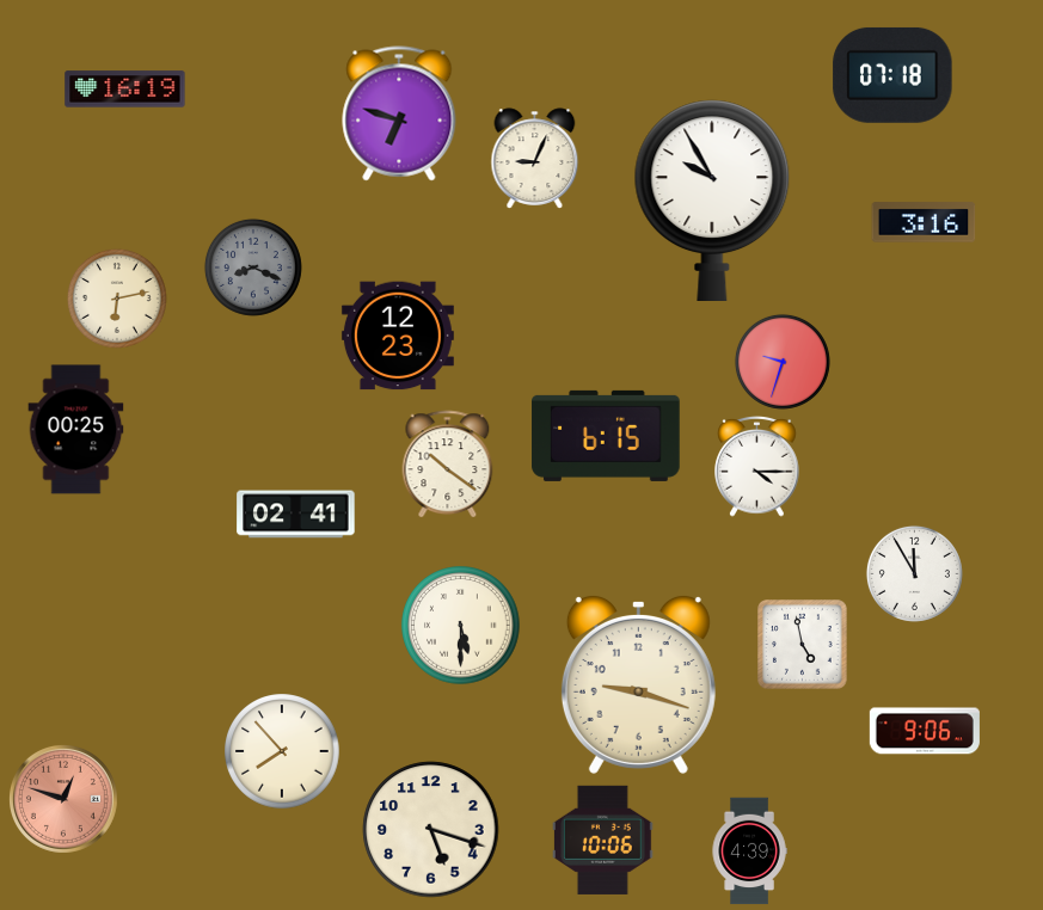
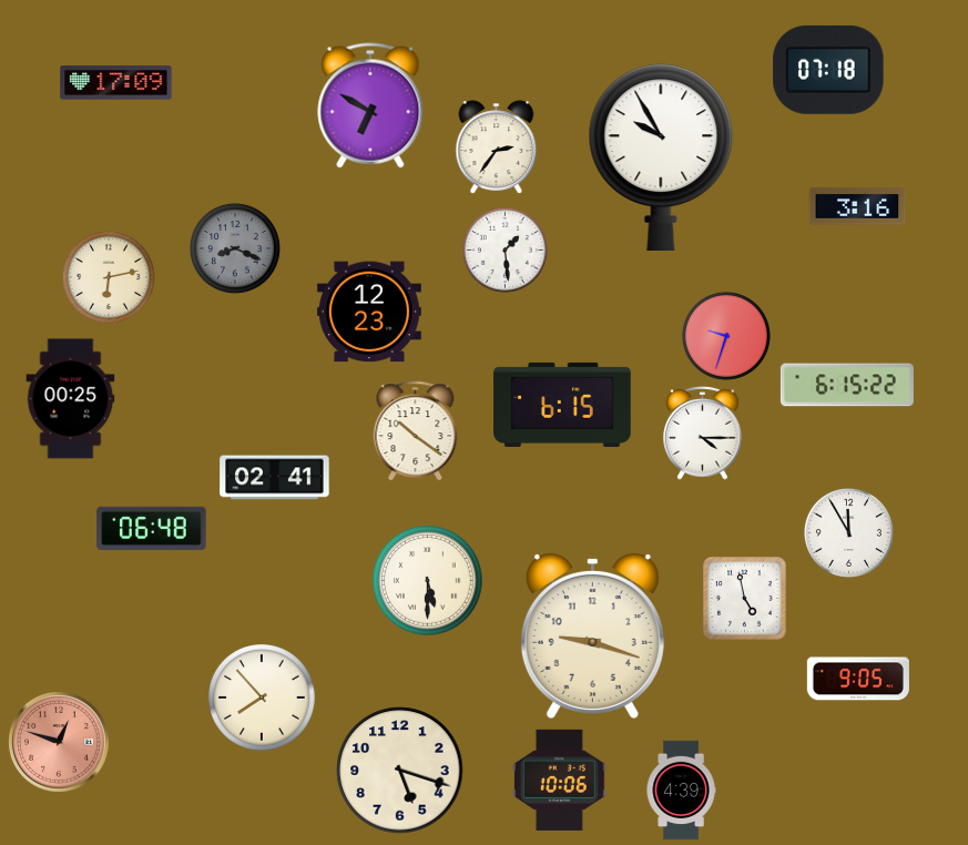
clock at (125, 90): 16:19 -> 17:09
clock at (399, 113): 6:48 -> 6:50
clock at (535, 159): 9:04 -> 2:36
clock at (712, 199) position: (712, 199) -> (661, 156)
clock at (505, 250): none -> 1:29
clock at (847, 385): none -> 6:15
clock at (152, 528): none -> 06:48
clock at (925, 731): 9:06 -> 9:05
clock at (749, 851) position: (749, 851) -> (681, 791)
